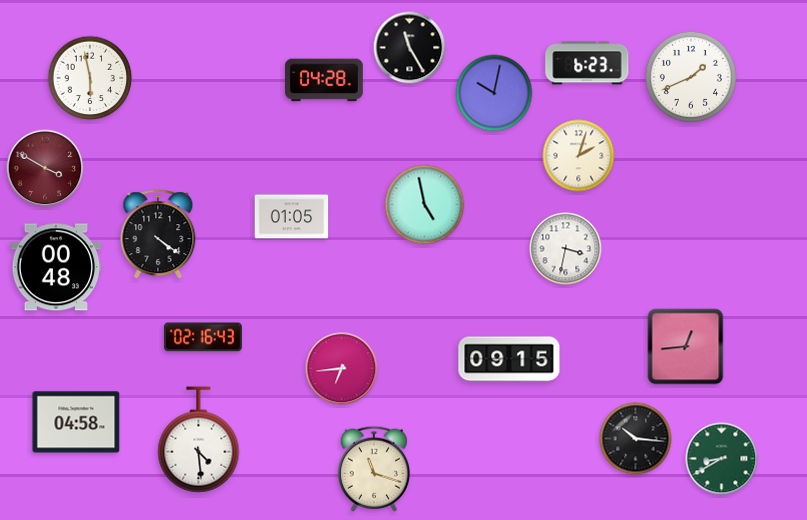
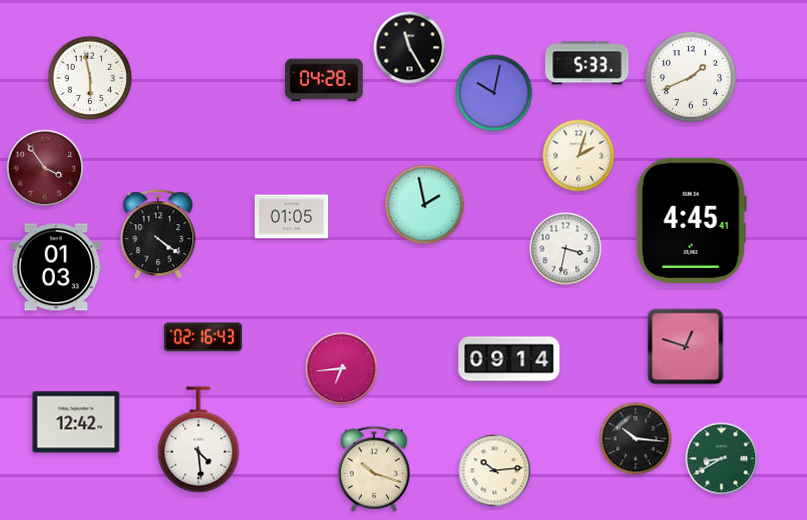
clock at (587, 63): 6:23 -> 5:33
clock at (45, 168): 3:50 -> 3:54
clock at (425, 205): 4:58 -> 1:58
clock at (691, 220): none -> 4:45
clock at (56, 267): 00:48 -> 01:03
clock at (686, 347): 12:44 -> 12:48
clock at (509, 359): 09:15 -> 09:14
clock at (76, 422): 04:58 -> 12:42
clock at (374, 469): 11:18 -> 10:18
clock at (495, 471): none -> 10:14
